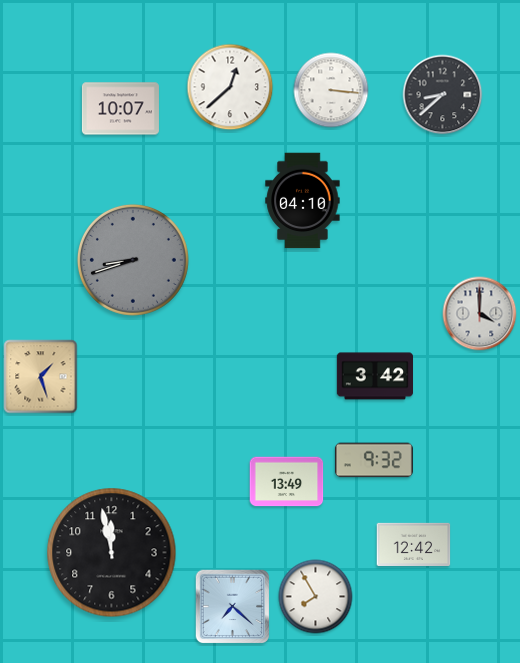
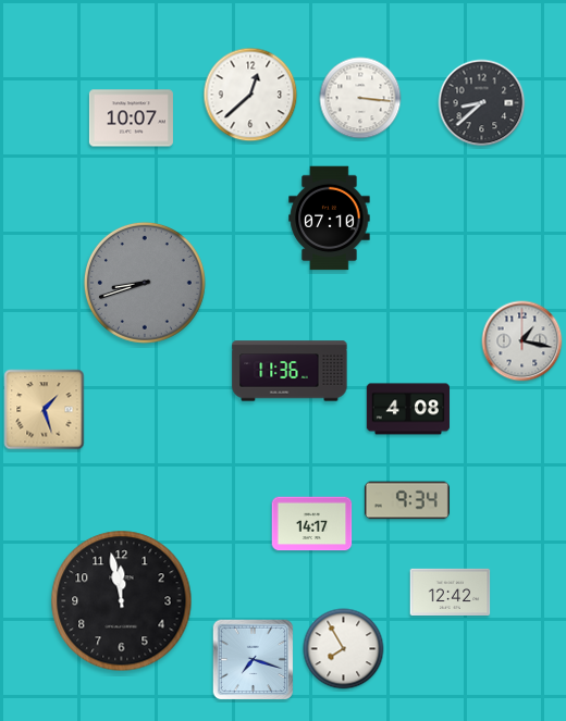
clock at (303, 201): 04:10 -> 07:10
clock at (480, 314): 4:00 -> 1:17
clock at (290, 371): none -> 11:36
clock at (374, 376): 3:42 -> 4:08
clock at (374, 460): 9:32 -> 9:34
clock at (287, 482): 13:49 -> 14:17
clock at (233, 607): 7:22 -> 7:18
